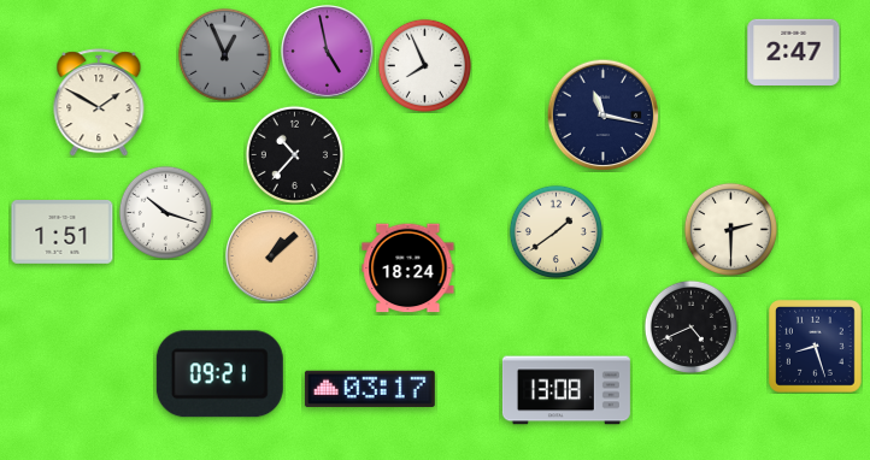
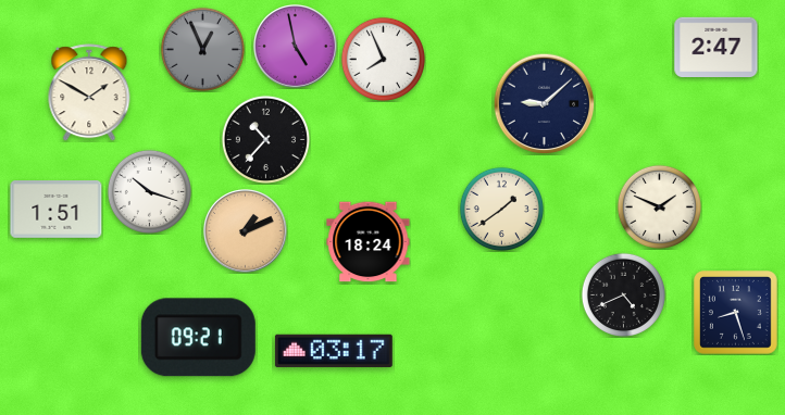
clock at (602, 114): 11:17 -> 9:08
clock at (730, 229): 2:30 -> 1:49
clock at (272, 256): 1:08 -> 1:11
clock at (566, 390): 13:08 -> none
